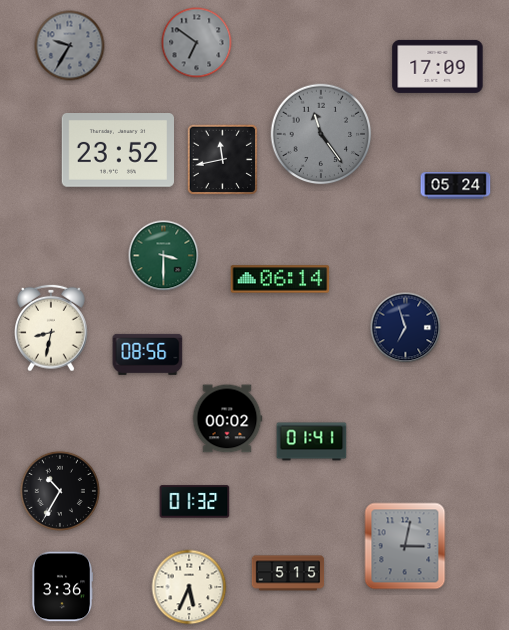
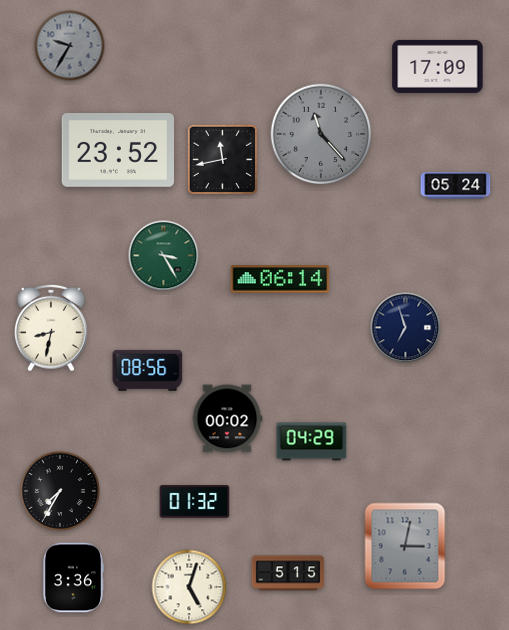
clock at (197, 43): 6:51 -> none
clock at (321, 134): 11:24 -> 11:23
clock at (164, 256): 3:30 -> 3:25
clock at (148, 354) position: (148, 354) -> (148, 370)
clock at (312, 442): 01:41 -> 04:29
clock at (60, 491): 10:35 -> 7:35
clock at (61, 587) position: (61, 587) -> (72, 578)
clock at (189, 587): 5:34 -> 5:03
